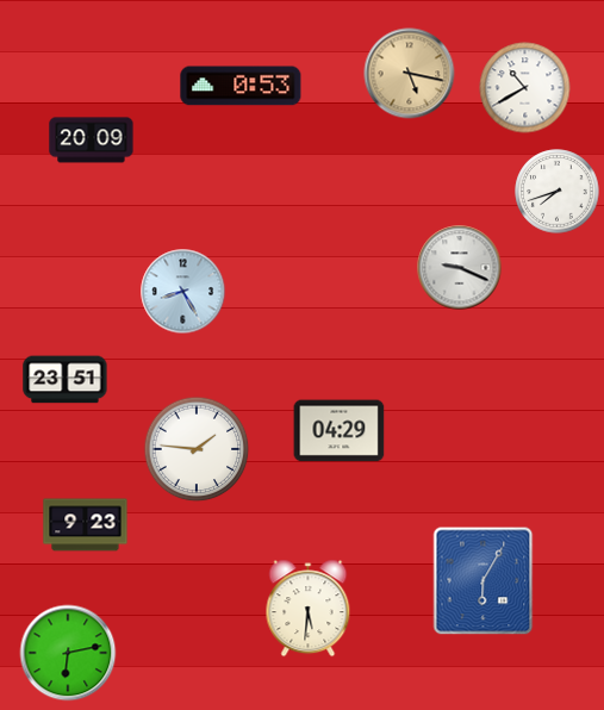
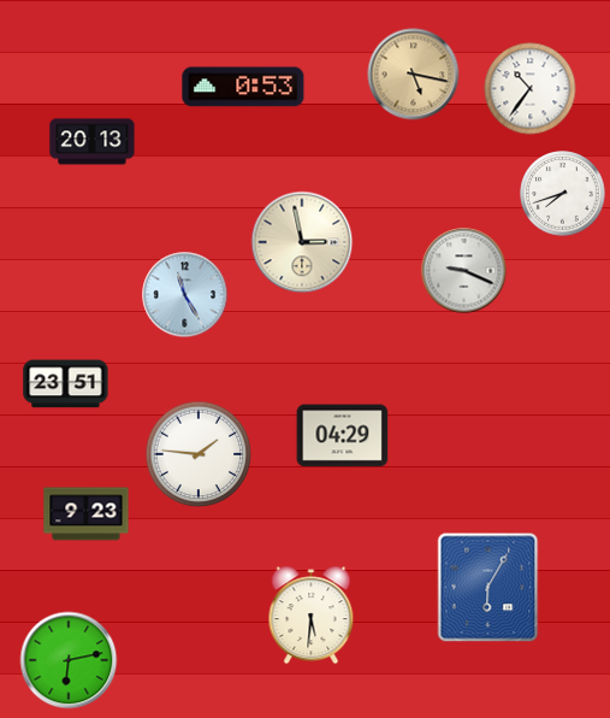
clock at (525, 88): 10:40 -> 10:36
clock at (92, 141): 20:09 -> 20:13
clock at (302, 242): none -> 2:58
clock at (183, 292): 8:25 -> 11:25
clock at (86, 525) position: (86, 525) -> (87, 514)
